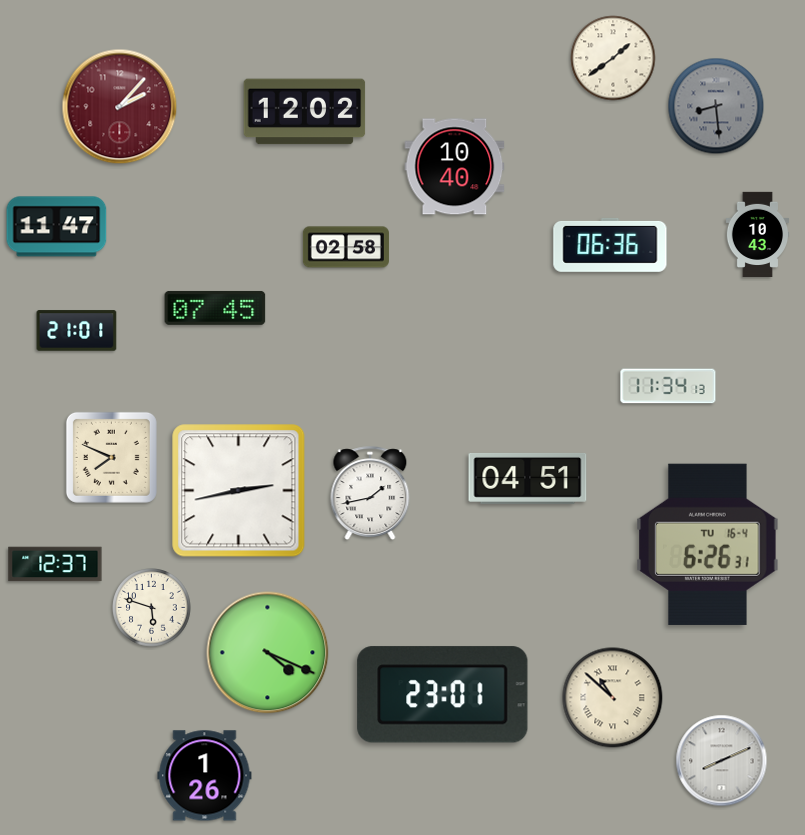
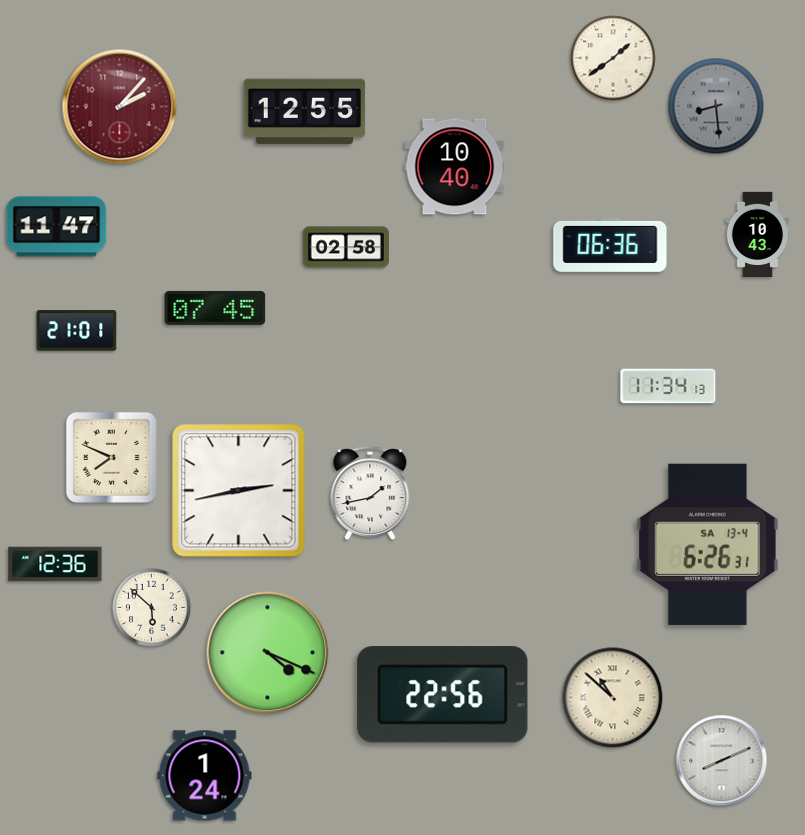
clock at (305, 112): 12:02 -> 12:55
clock at (528, 478): 04:51 -> none
clock at (708, 544) date: TU 16-4 -> SA 13-4
clock at (55, 564): 12:37 -> 12:36
clock at (152, 608): 5:48 -> 5:52
clock at (443, 695): 23:01 -> 22:56
clock at (205, 776): 1:26 -> 1:24
